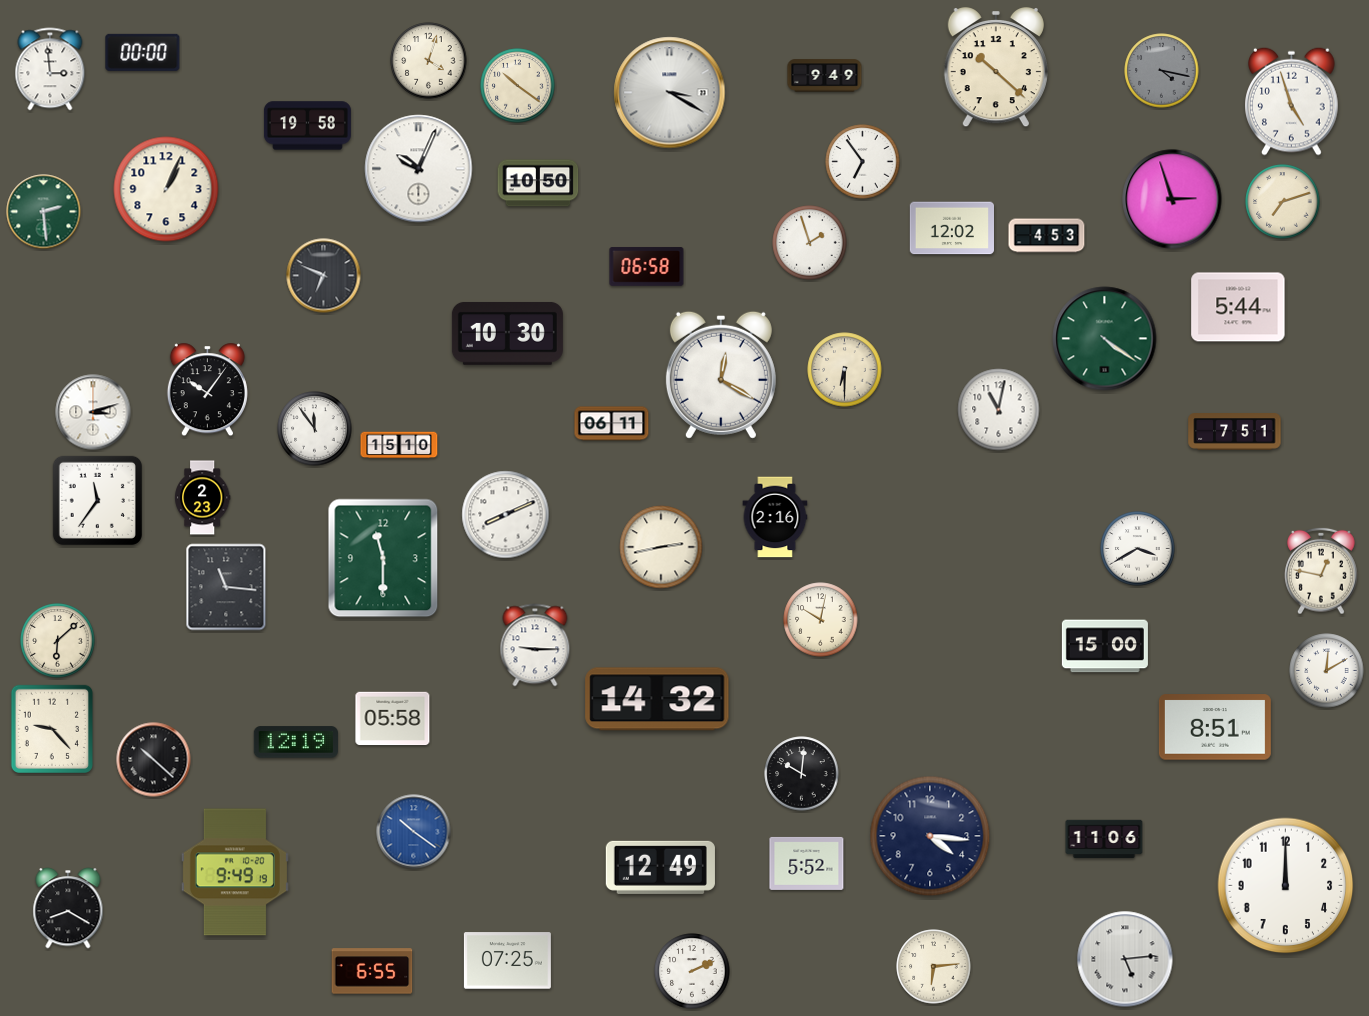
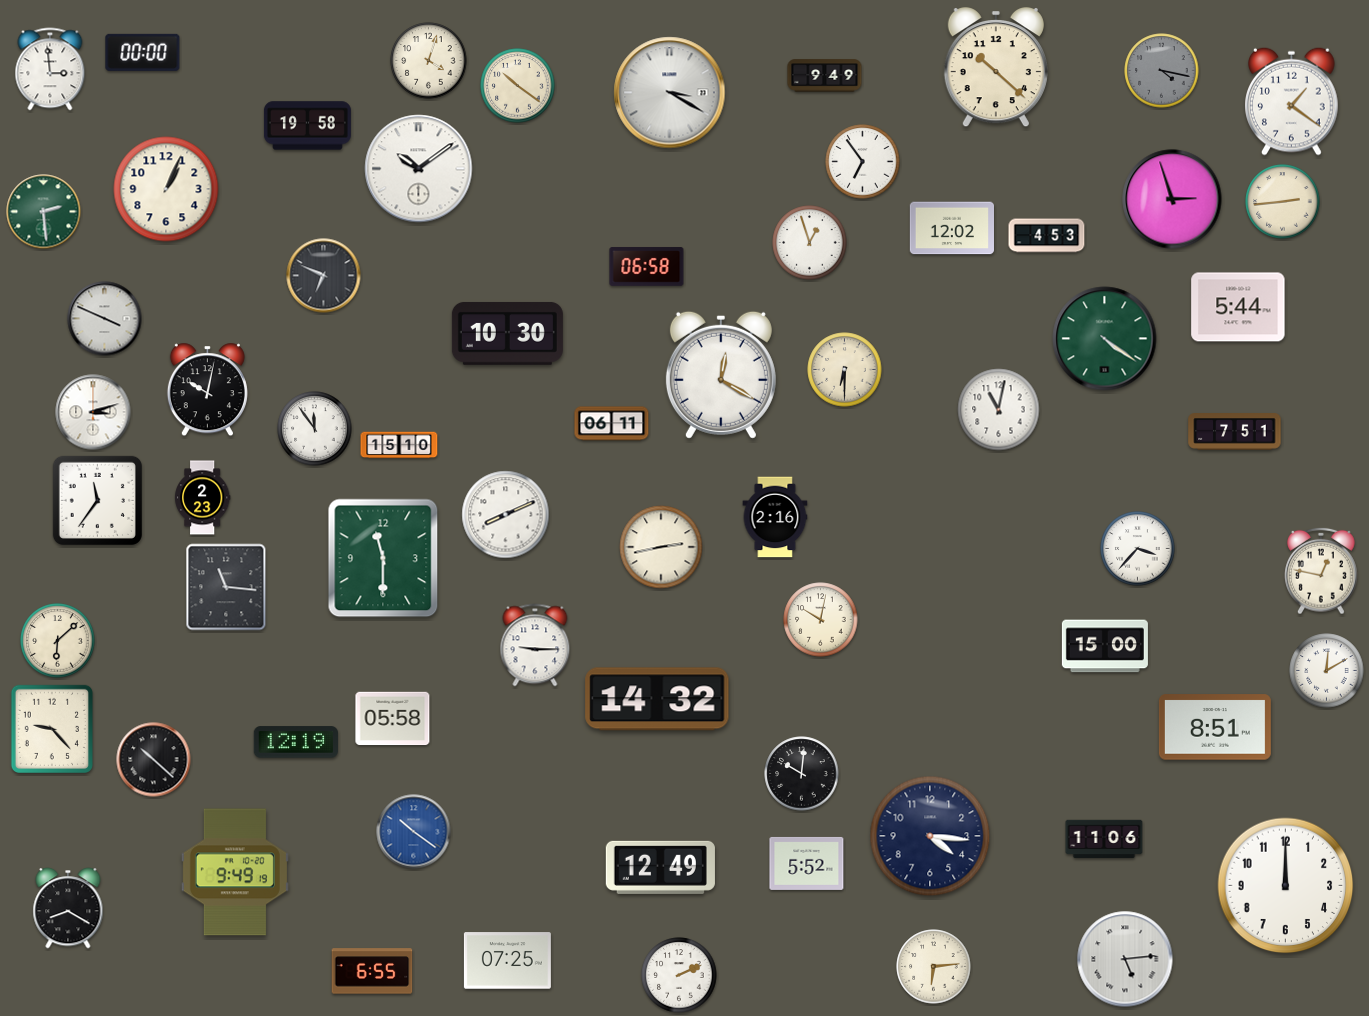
clock at (1292, 101): 4:57 -> 1:21
clock at (419, 169): 10:04 -> 10:09
clock at (538, 183): 10:50 -> none
clock at (1283, 202): 7:12 -> 2:44
clock at (810, 243): 1:57 -> 12:57
clock at (105, 319): none -> 3:49
clock at (207, 390): 10:06 -> 10:02
clock at (1138, 549): 3:40 -> 3:37
clock at (692, 971) position: (692, 971) -> (679, 975)
